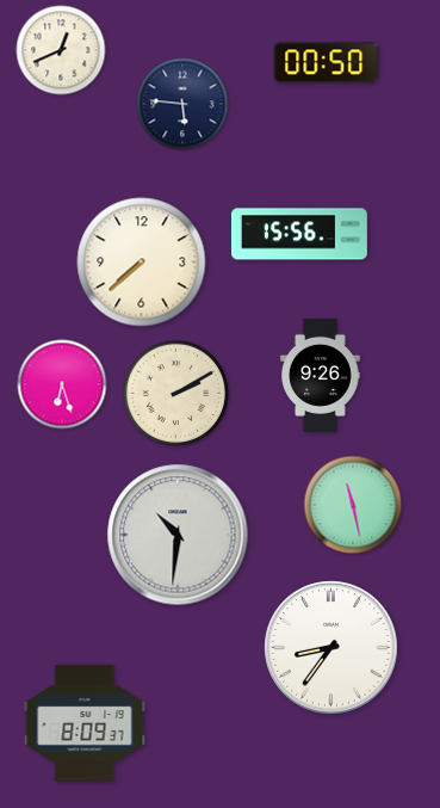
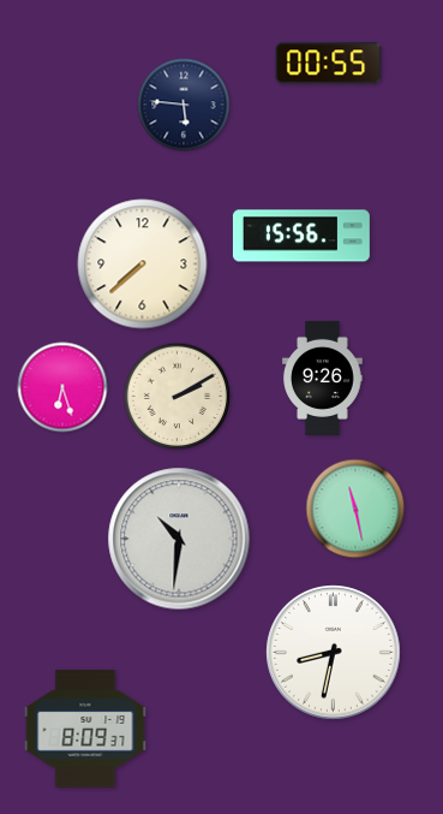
clock at (61, 50): 12:41 -> none
clock at (327, 63): 00:50 -> 00:55
clock at (331, 648): 8:36 -> 8:32
